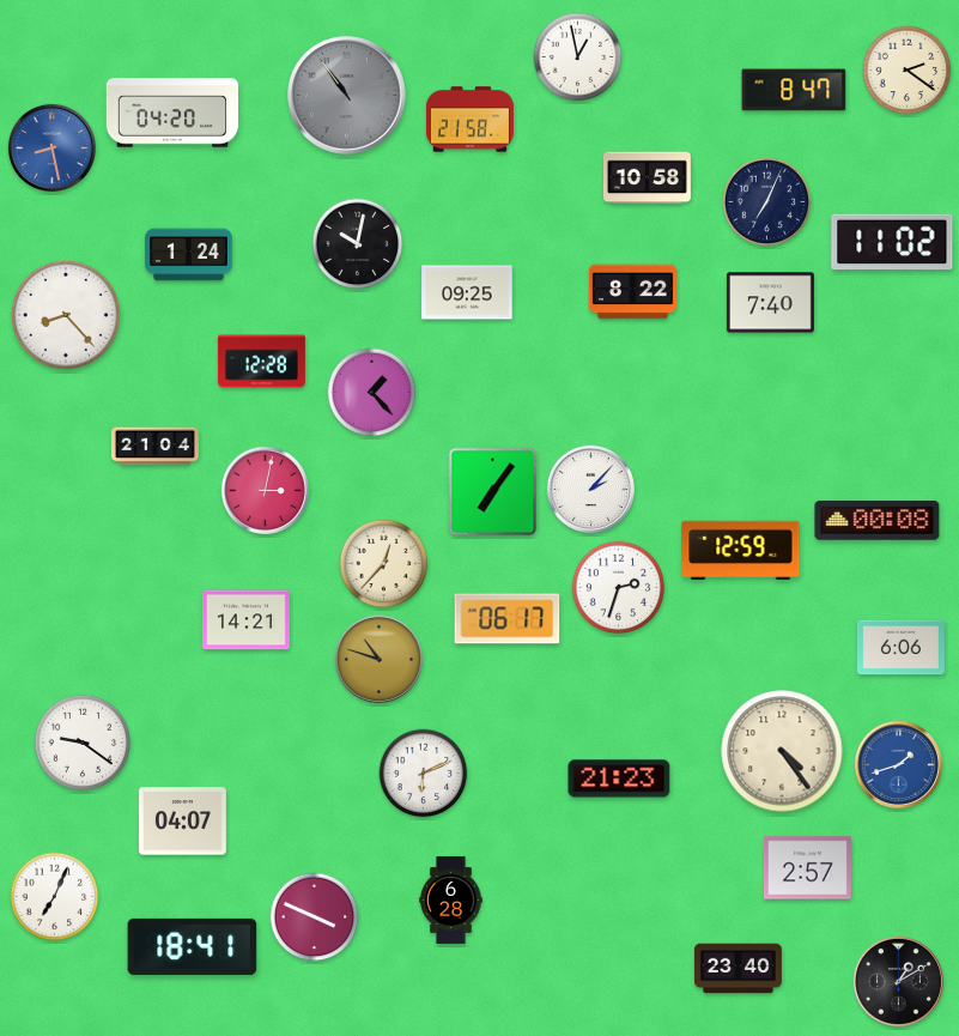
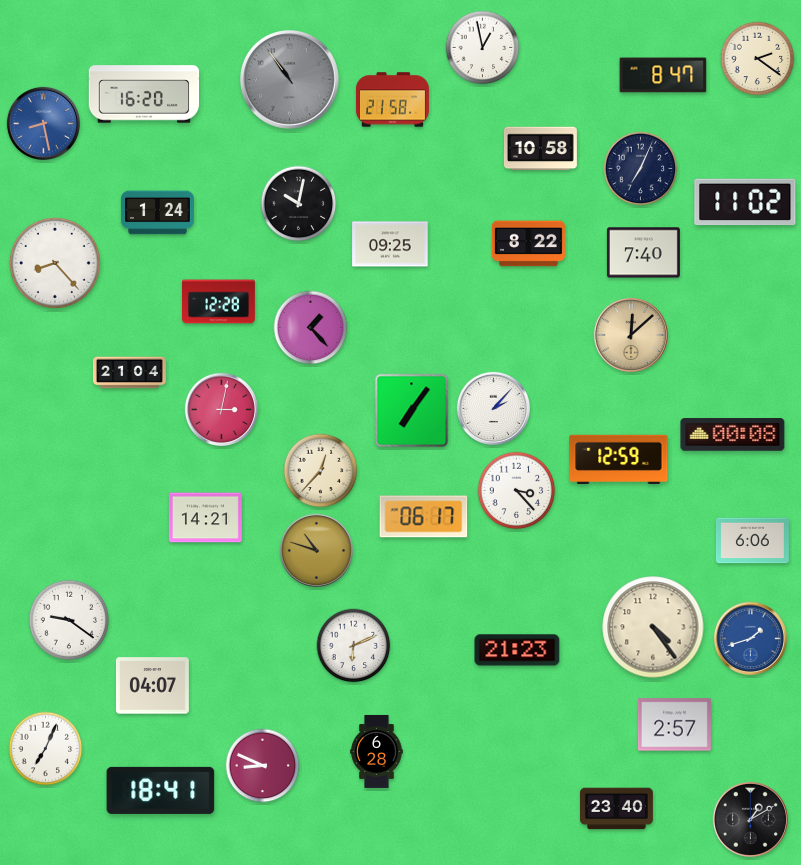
clock at (172, 113): 04:20 -> 16:20
clock at (631, 335): none -> 12:08
clock at (619, 588): 2:33 -> 3:23
clock at (315, 917): 3:49 -> 8:49
